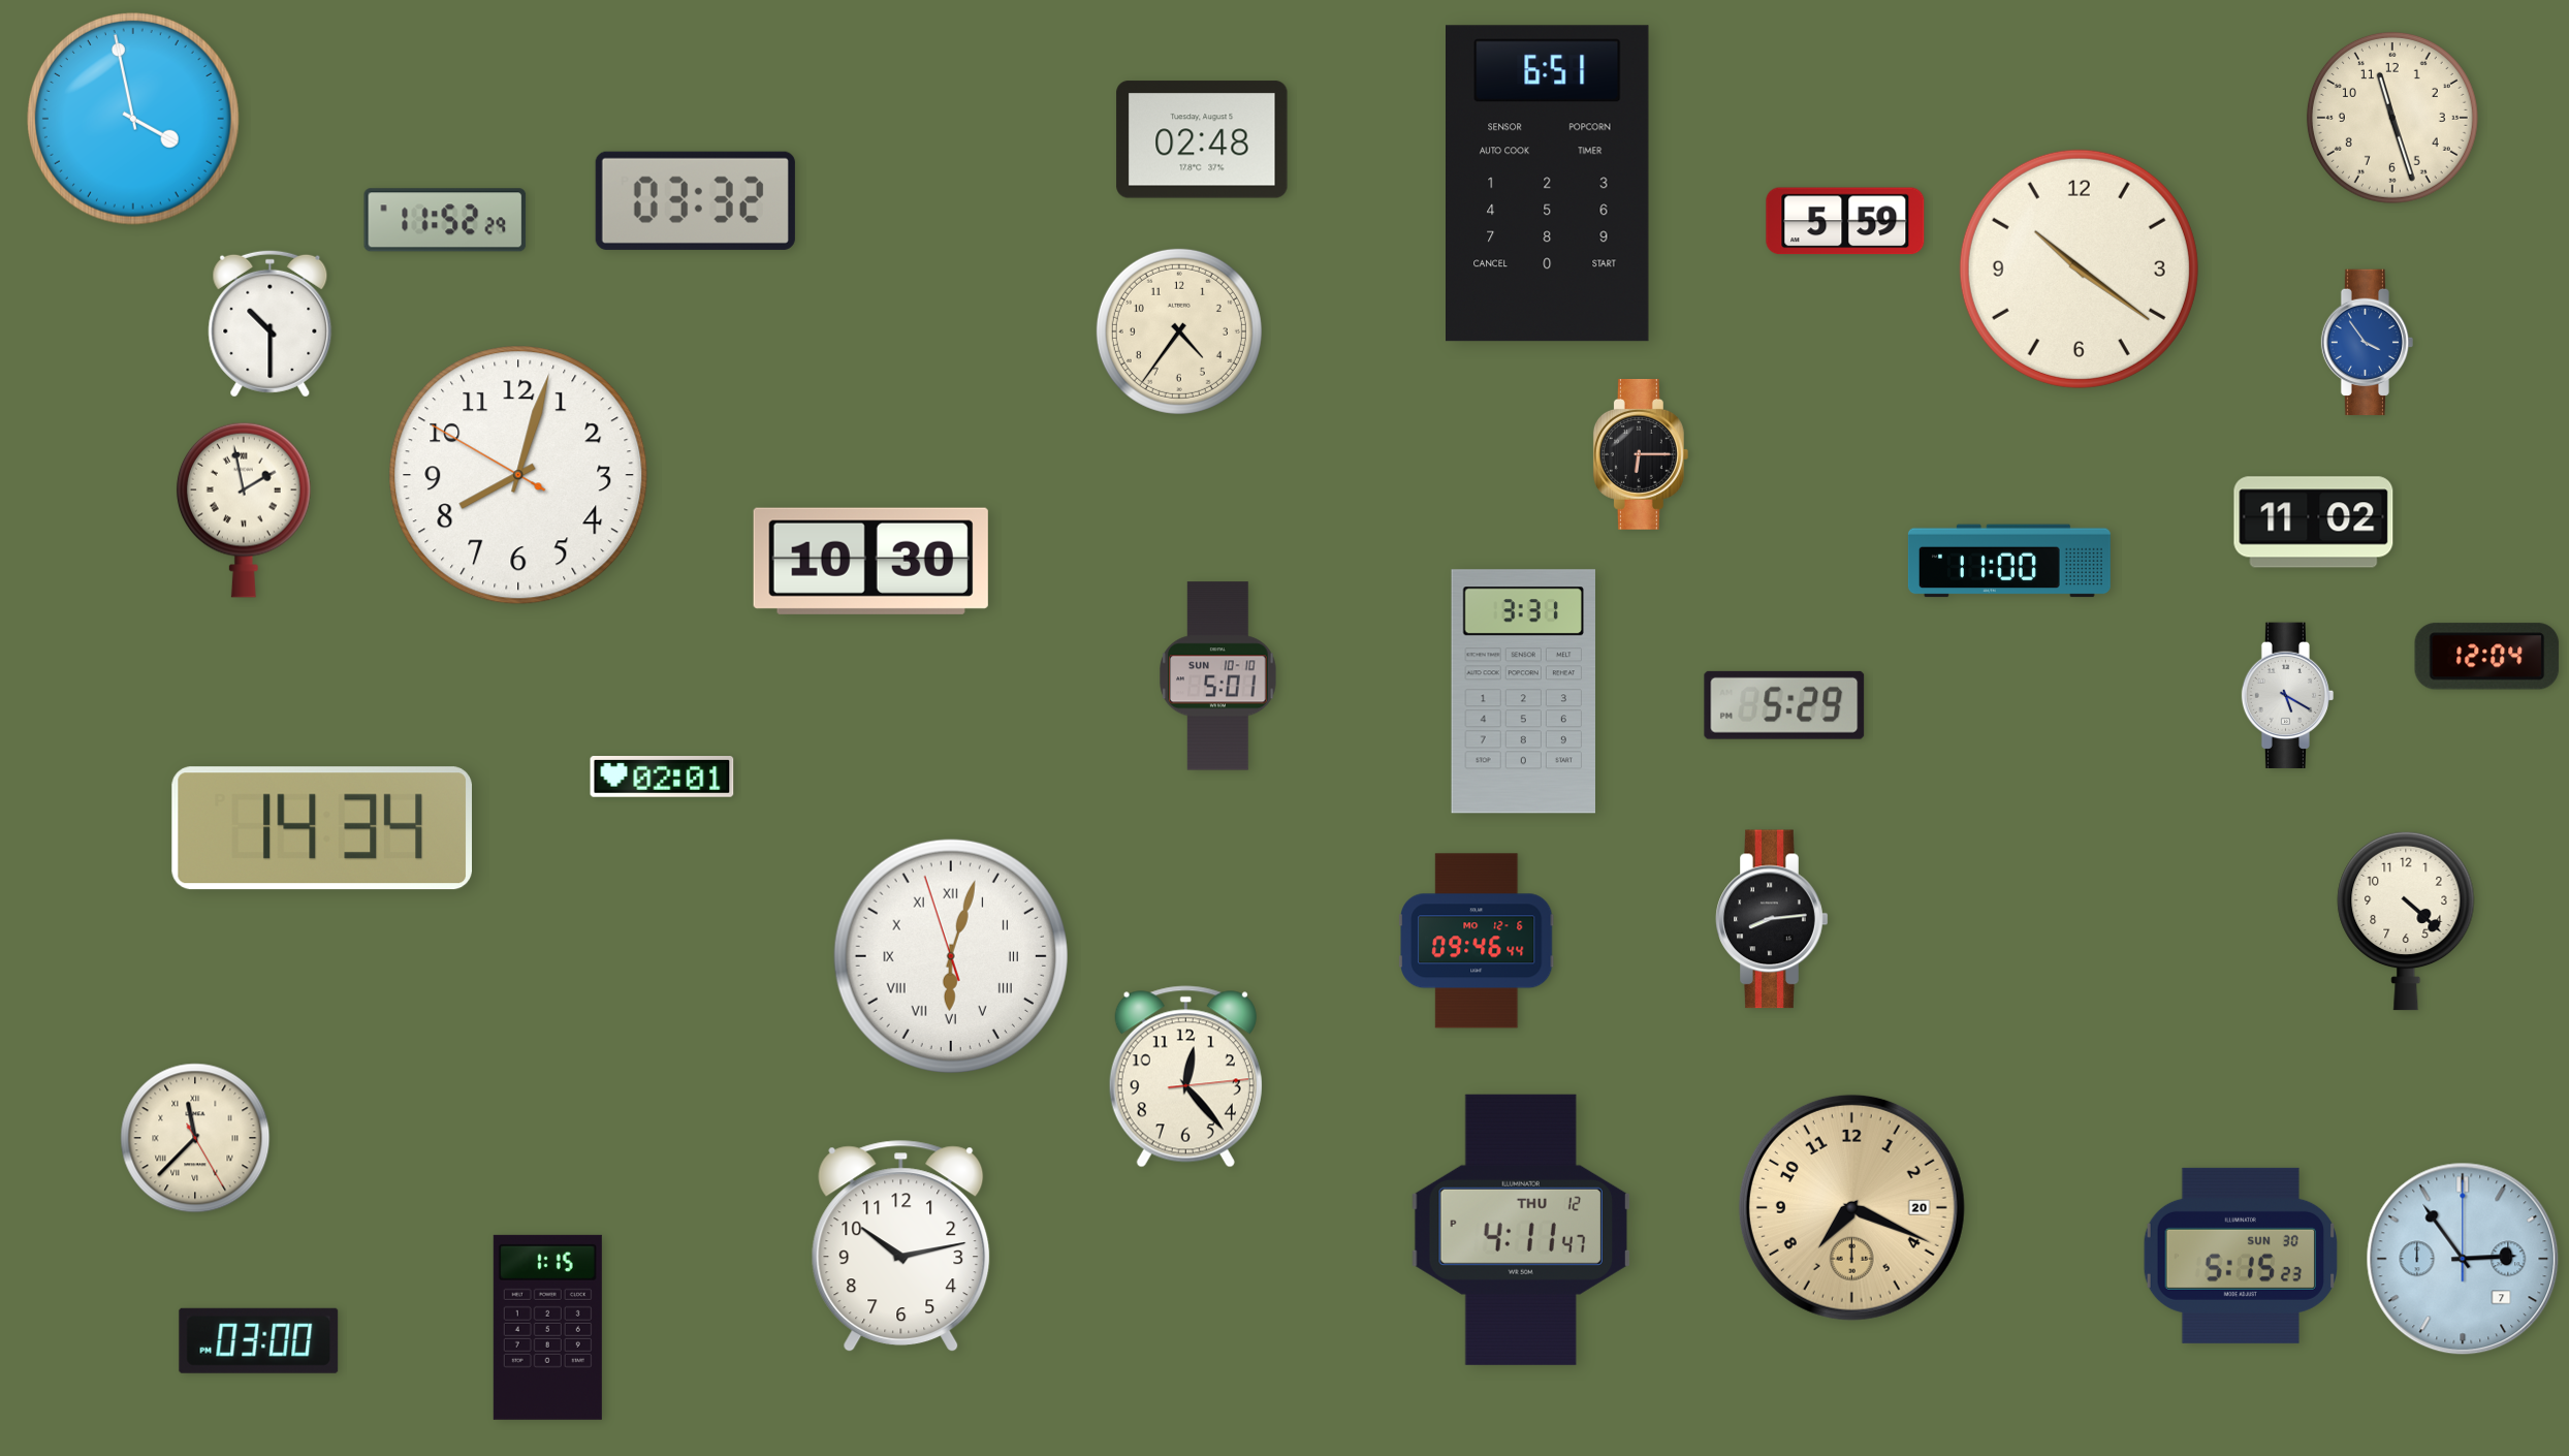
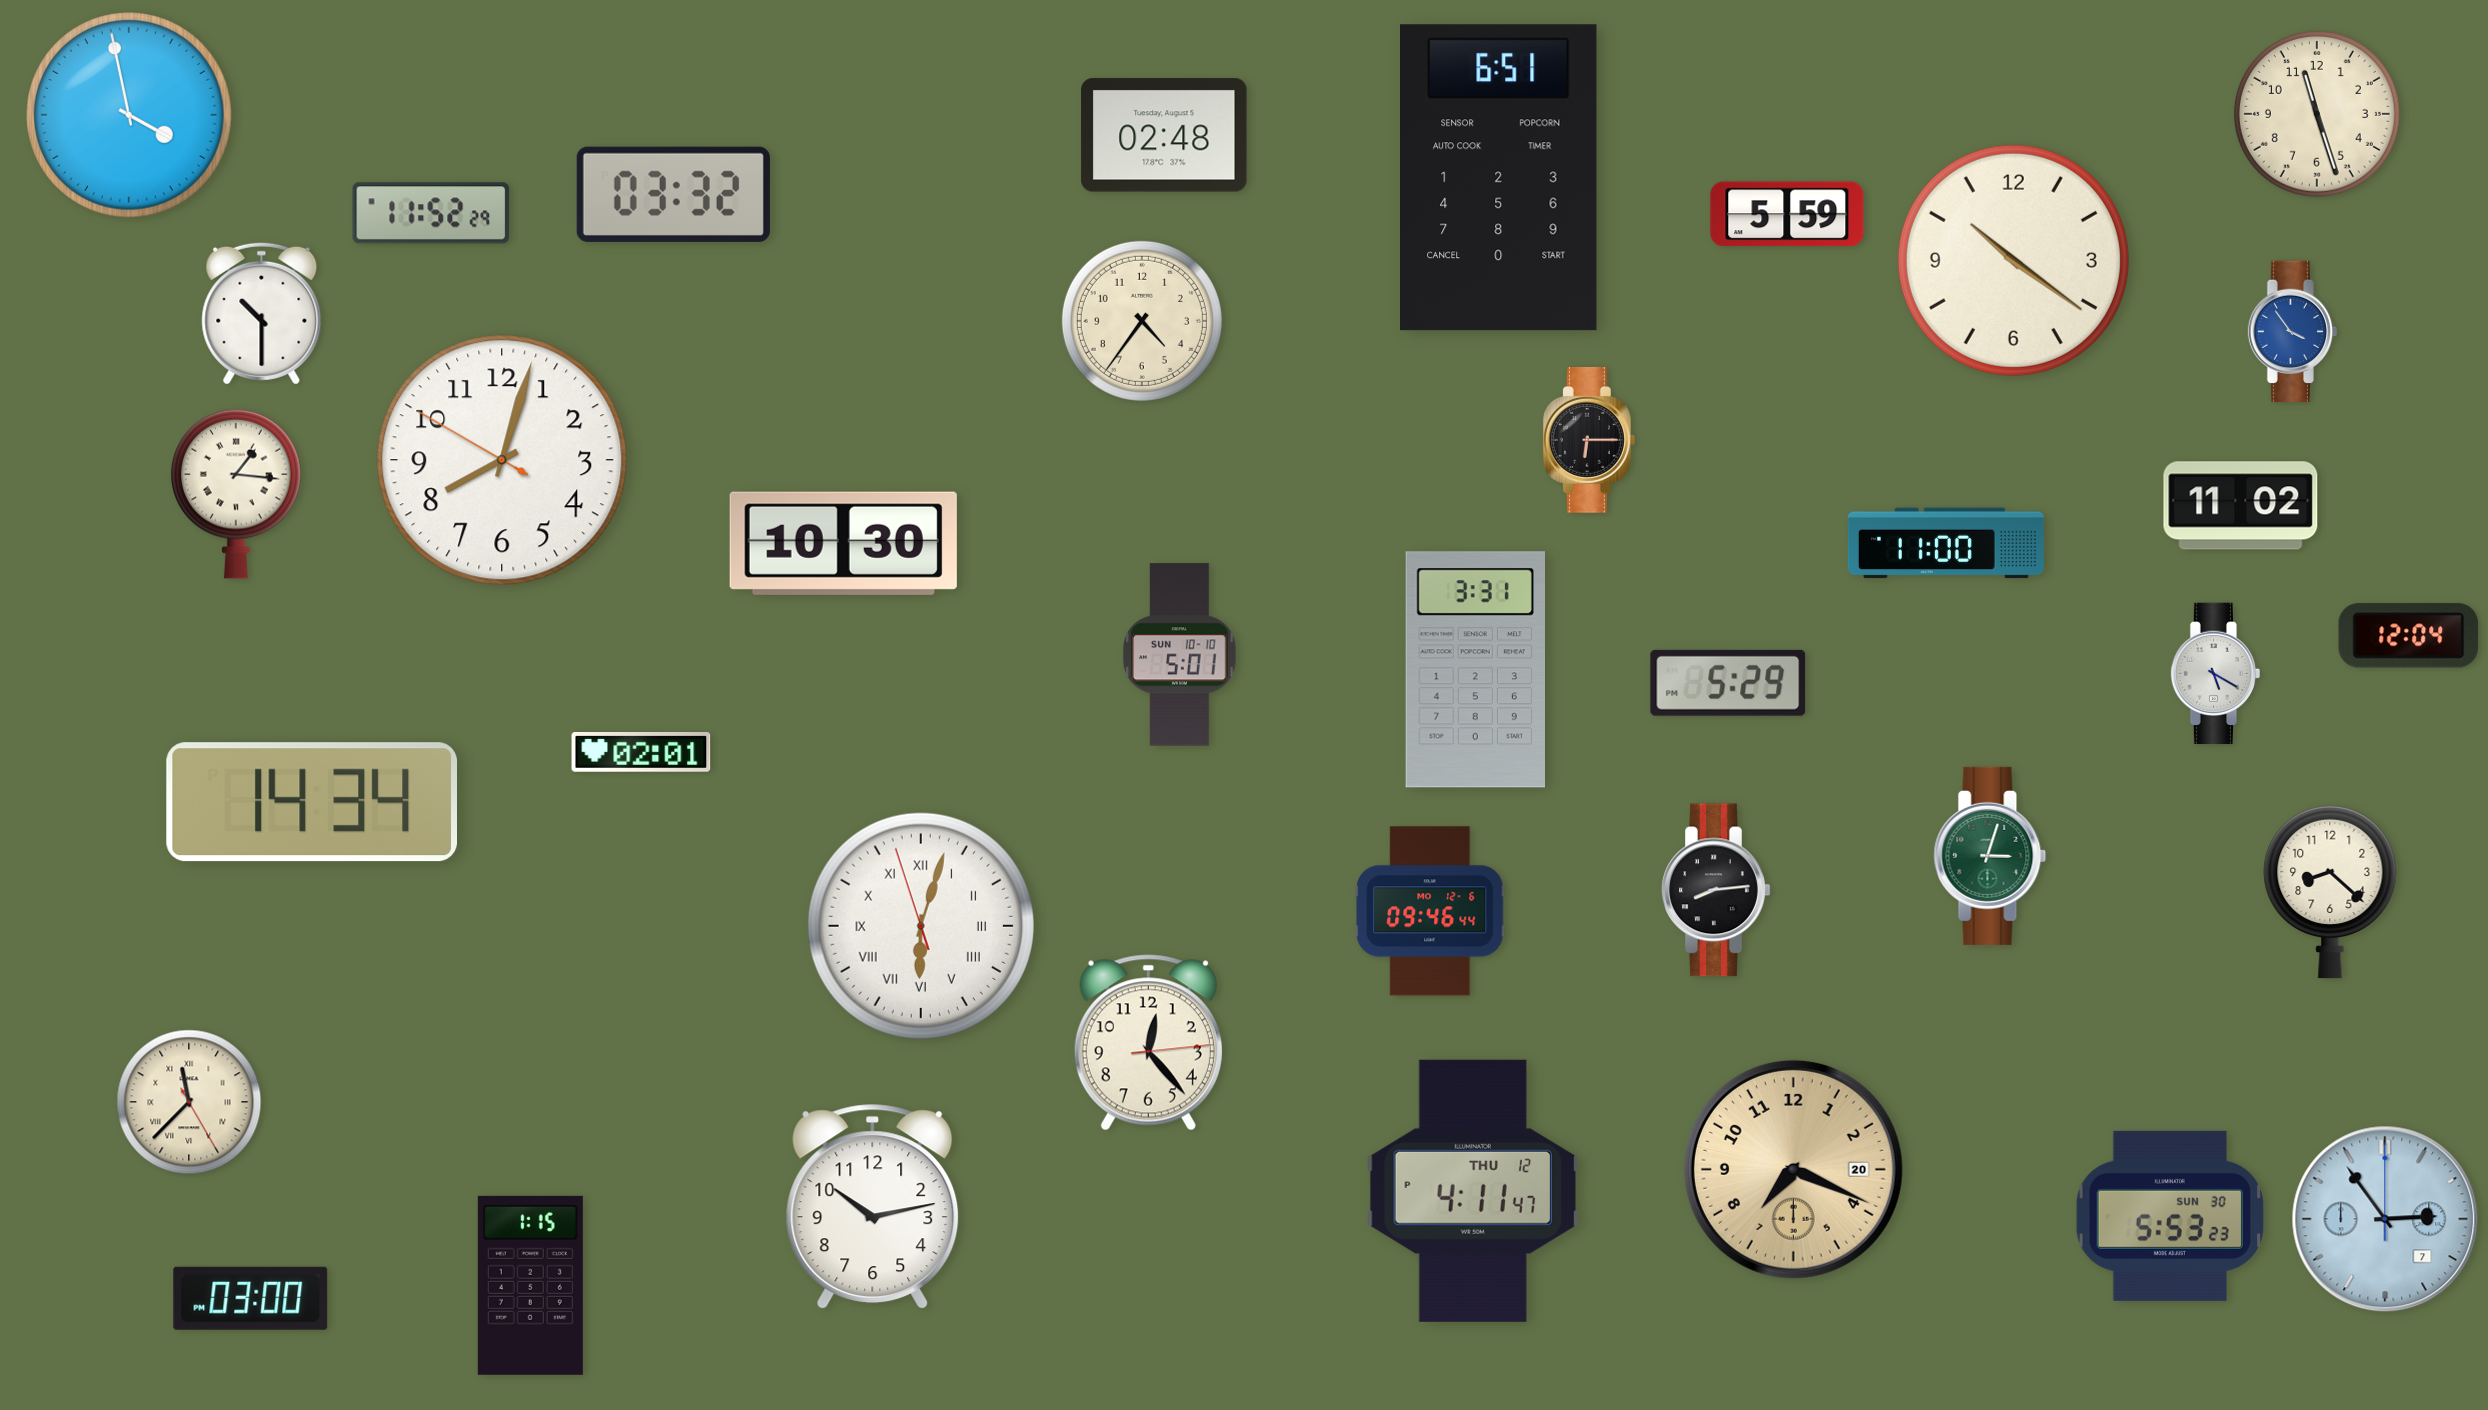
clock at (245, 510): 1:58 -> 1:16
clock at (1990, 856): none -> 3:03
clock at (2406, 921): 4:22 -> 8:22
clock at (2241, 1256): 5:15 -> 5:53
